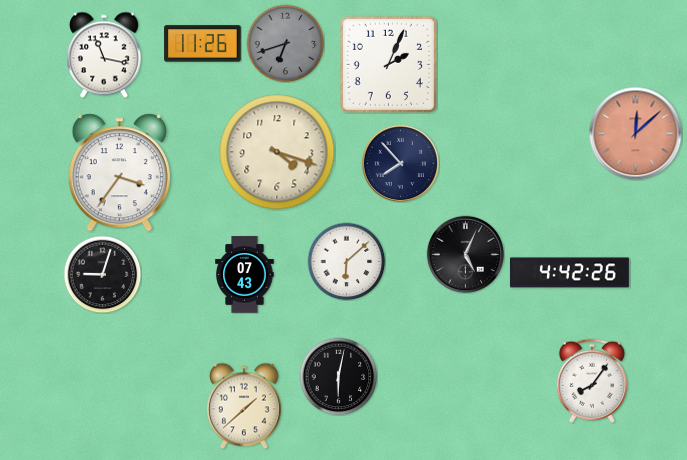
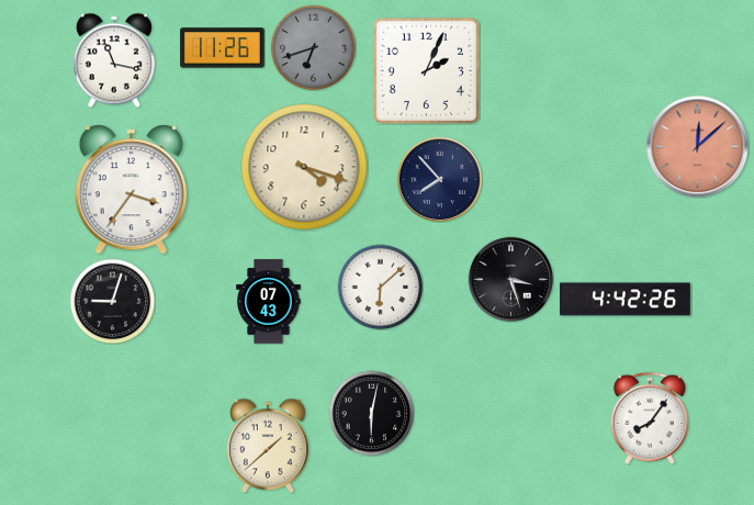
clock at (465, 254): 5:04 -> 3:27
